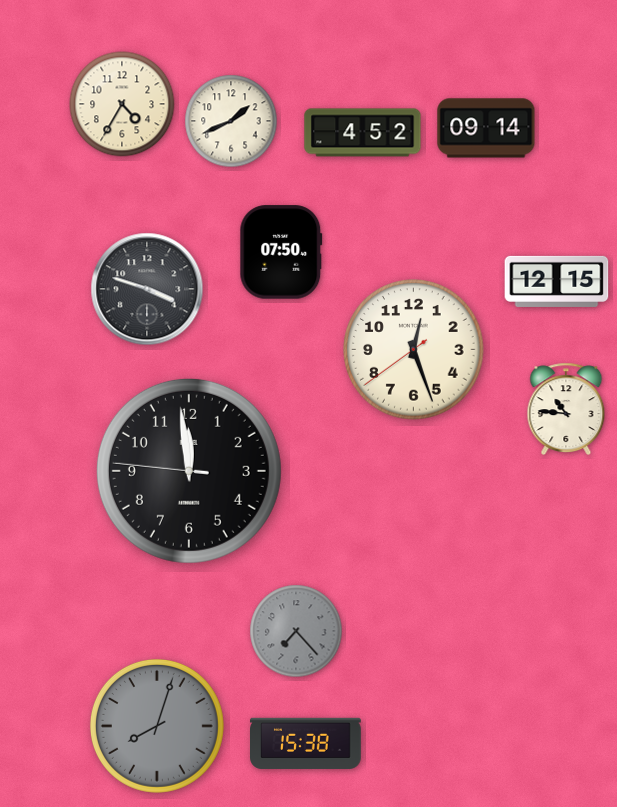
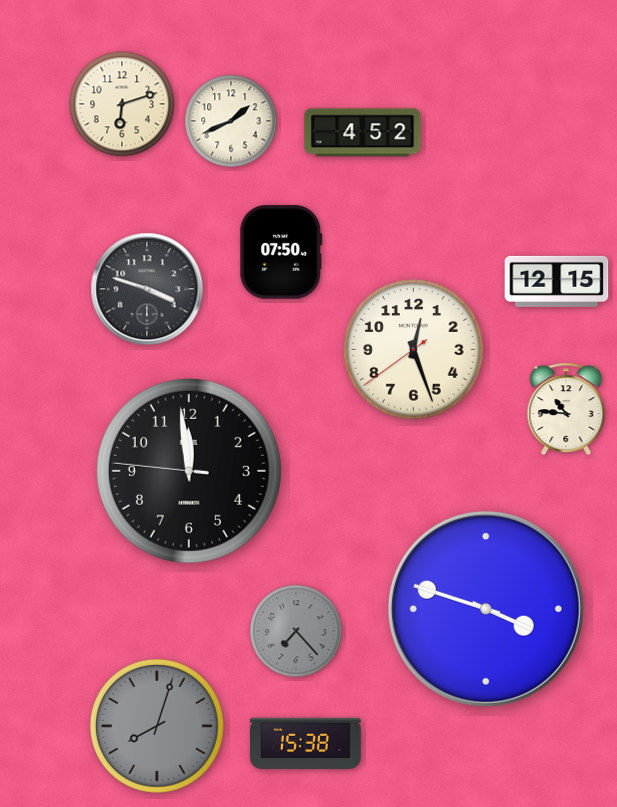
clock at (122, 104): 4:35 -> 6:12
clock at (486, 128): 09:14 -> none
clock at (486, 609): none -> 3:48
